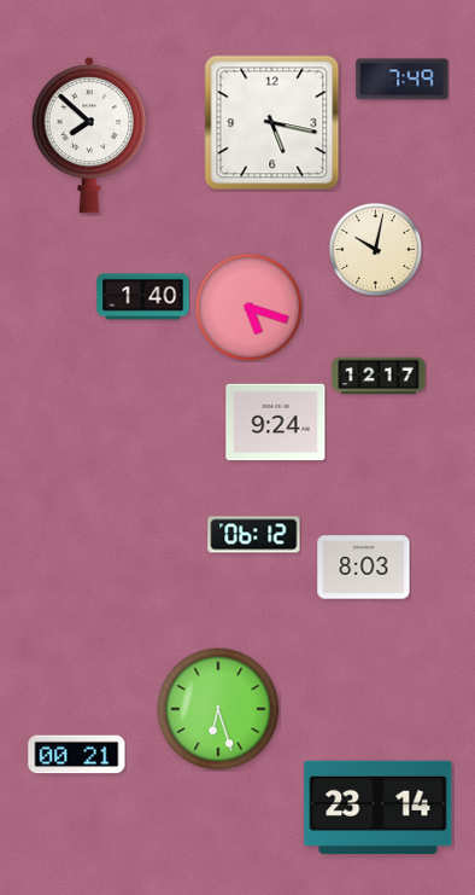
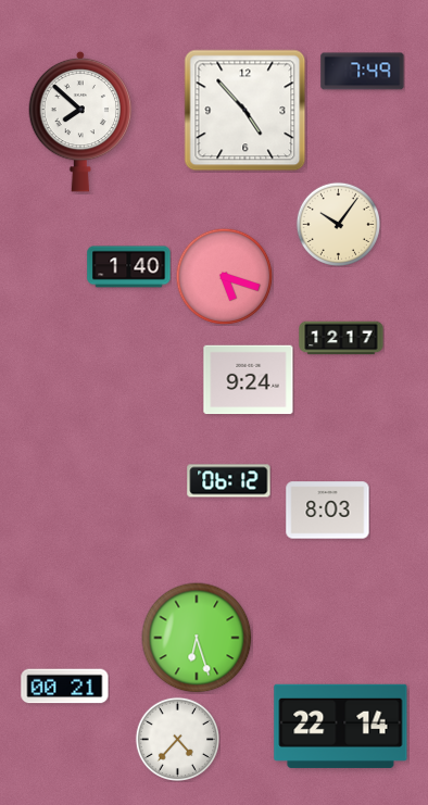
clock at (272, 123): 5:17 -> 4:53
clock at (375, 249): 10:02 -> 10:06
clock at (77, 755) position: (77, 755) -> (65, 687)
clock at (379, 807): 23:14 -> 22:14
clock at (177, 739): none -> 4:37
